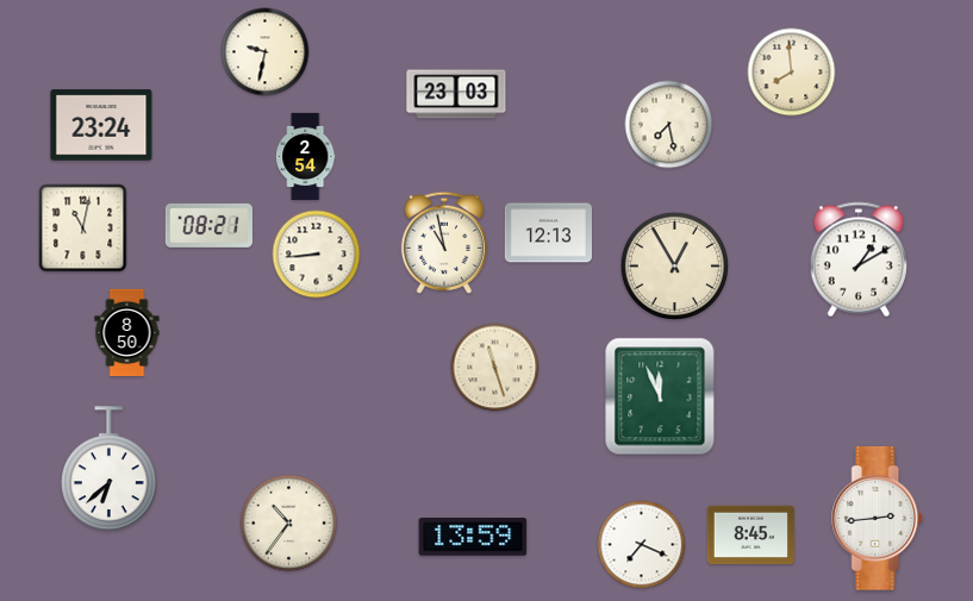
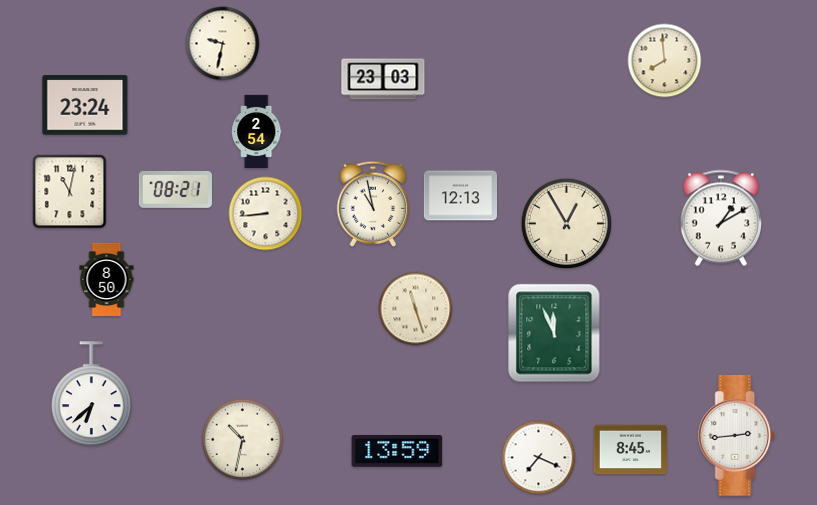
clock at (669, 125): 7:28 -> none
clock at (289, 524): 10:36 -> 10:32
